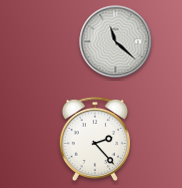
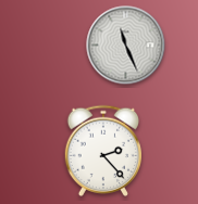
clock at (116, 42): 11:22 -> 11:26
